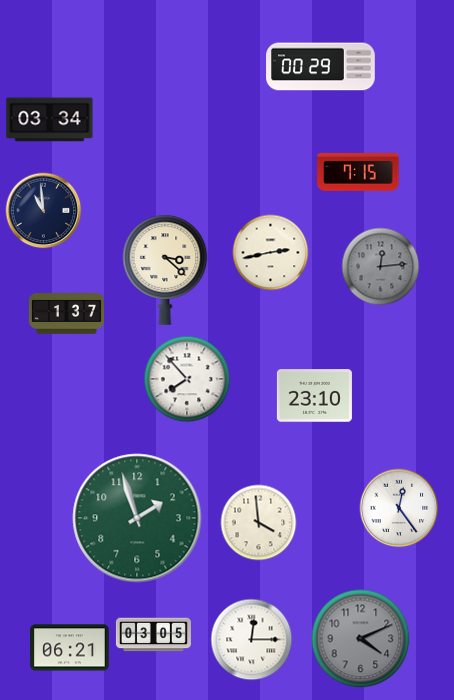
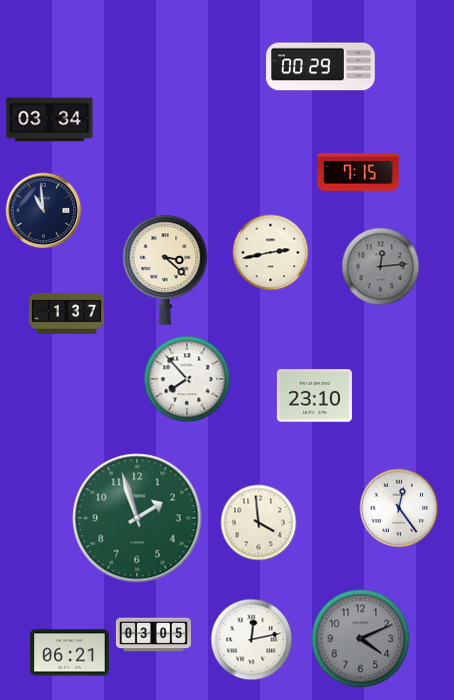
clock at (252, 640): 12:15 -> 12:13
clock at (70, 648) position: (70, 648) -> (70, 653)
